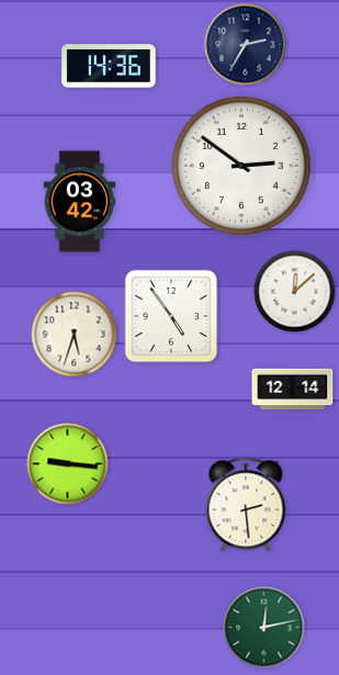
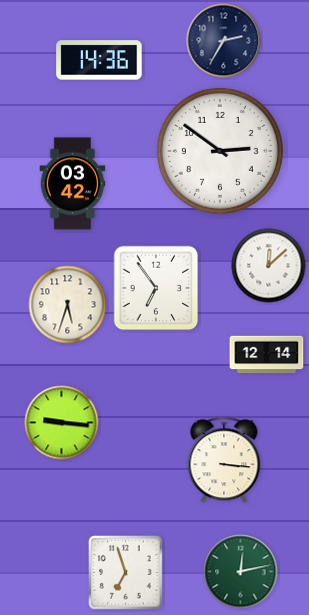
clock at (171, 316): 4:54 -> 6:54
clock at (246, 505): 2:29 -> 3:16
clock at (126, 573): none -> 6:57
